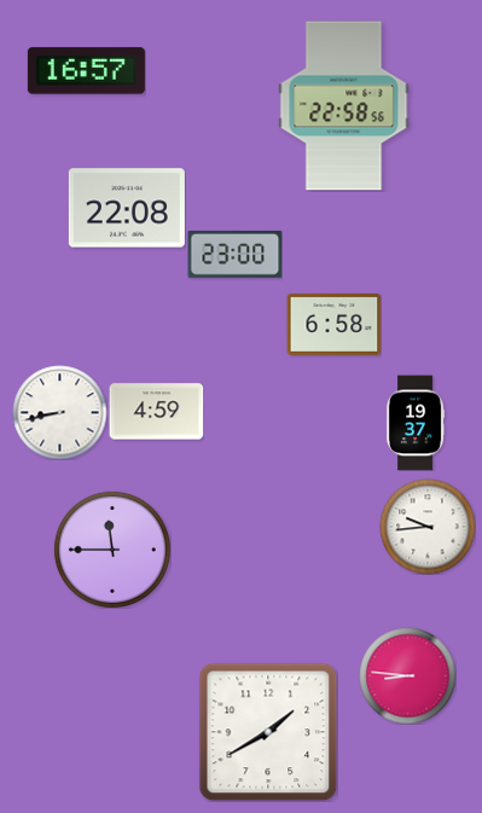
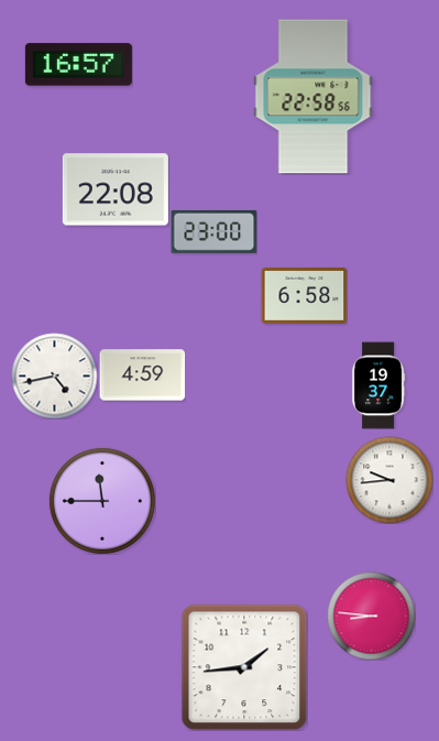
clock at (59, 412): 8:43 -> 4:43
clock at (268, 732): 1:40 -> 1:44
